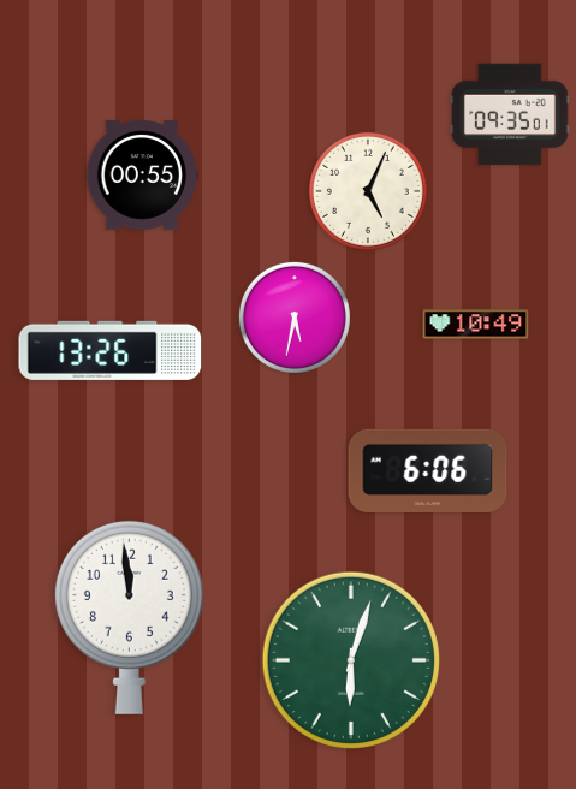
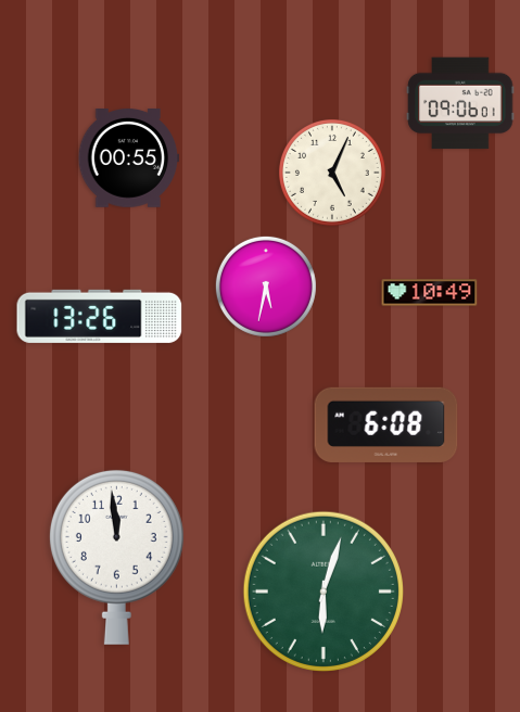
clock at (510, 114): 09:35 -> 09:06
clock at (428, 470): 6:06 -> 6:08
clock at (351, 660) position: (351, 660) -> (324, 592)
